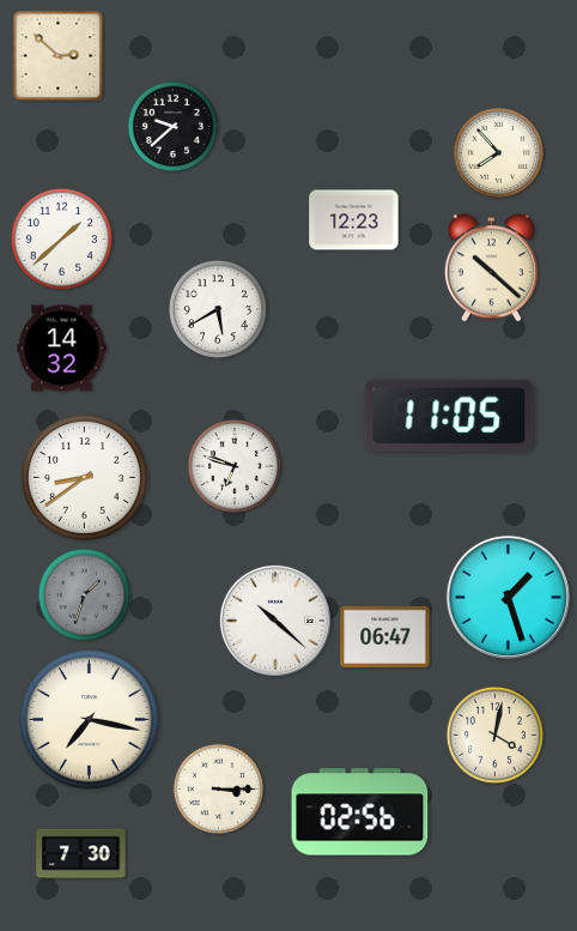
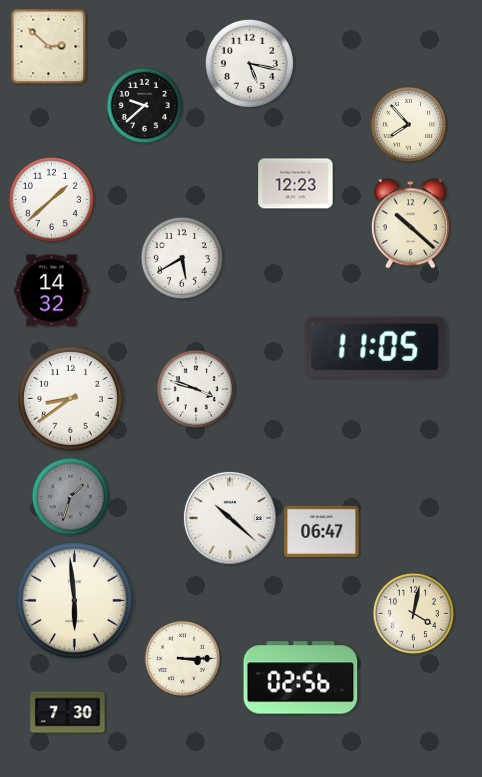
clock at (249, 63): none -> 5:17
clock at (498, 152) position: (498, 152) -> (408, 124)
clock at (235, 466): 6:48 -> 3:48
clock at (508, 597): 1:27 -> none
clock at (90, 720): 7:17 -> 5:59
